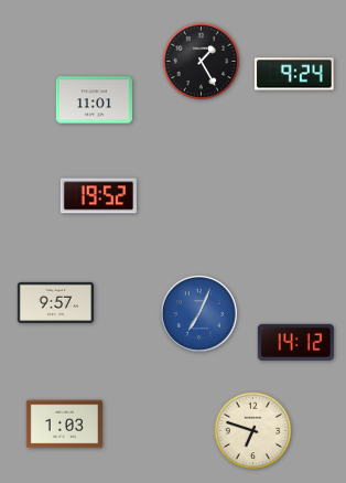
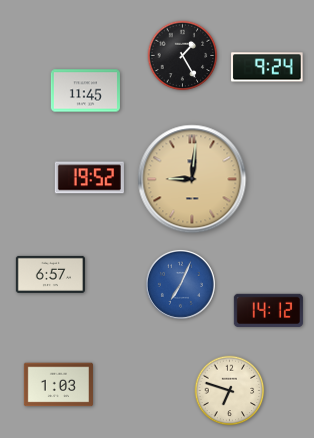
clock at (94, 100): 11:01 -> 11:45
clock at (192, 179): none -> 9:01
clock at (55, 302): 9:57 -> 6:57
